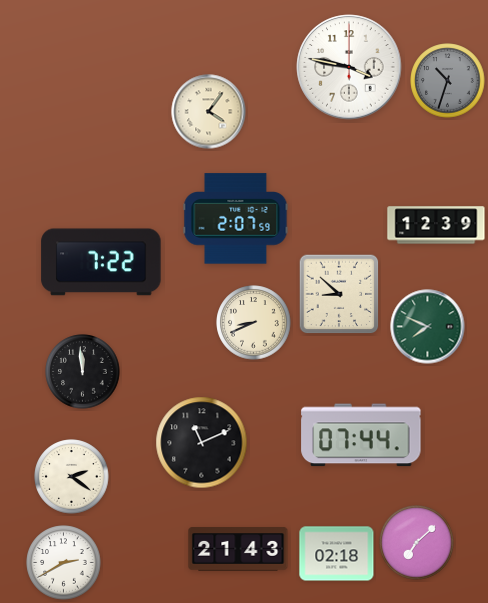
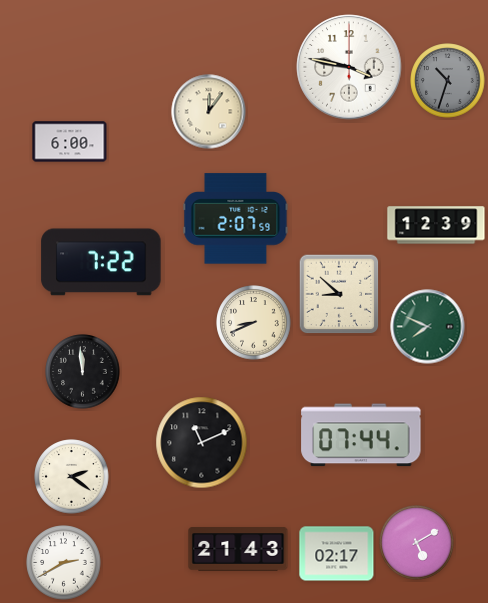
clock at (209, 112): 4:06 -> 12:06
clock at (70, 142): none -> 6:00
clock at (417, 543): 7:08 -> 5:10
clock at (337, 554): 02:18 -> 02:17
